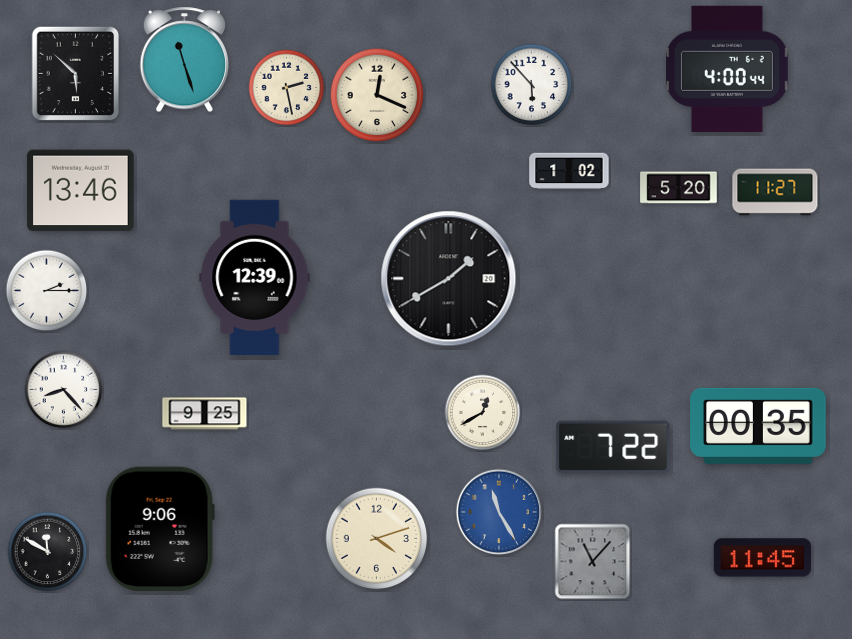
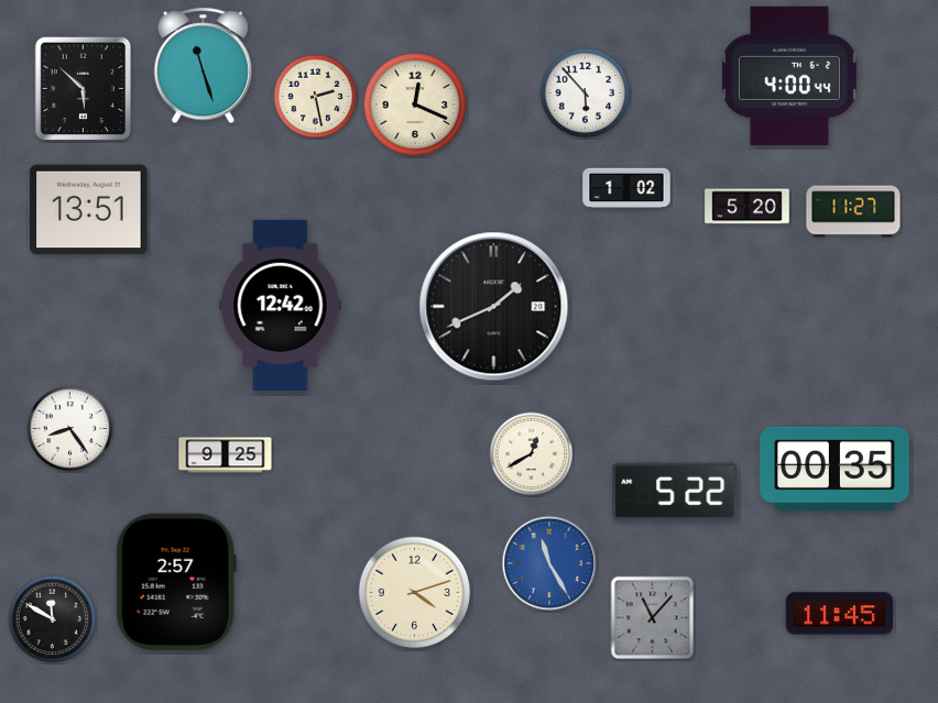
clock at (728, 68) position: (728, 68) -> (790, 75)
clock at (76, 74) position: (76, 74) -> (84, 89)
clock at (81, 191): 13:46 -> 13:51
clock at (255, 277): 12:39 -> 12:42
clock at (449, 279): 1:40 -> 1:41
clock at (47, 291): 2:15 -> none
clock at (64, 390): 8:23 -> 8:24
clock at (613, 447): 7:22 -> 5:22
clock at (160, 529): 9:06 -> 2:57
clock at (48, 552) position: (48, 552) -> (53, 619)
